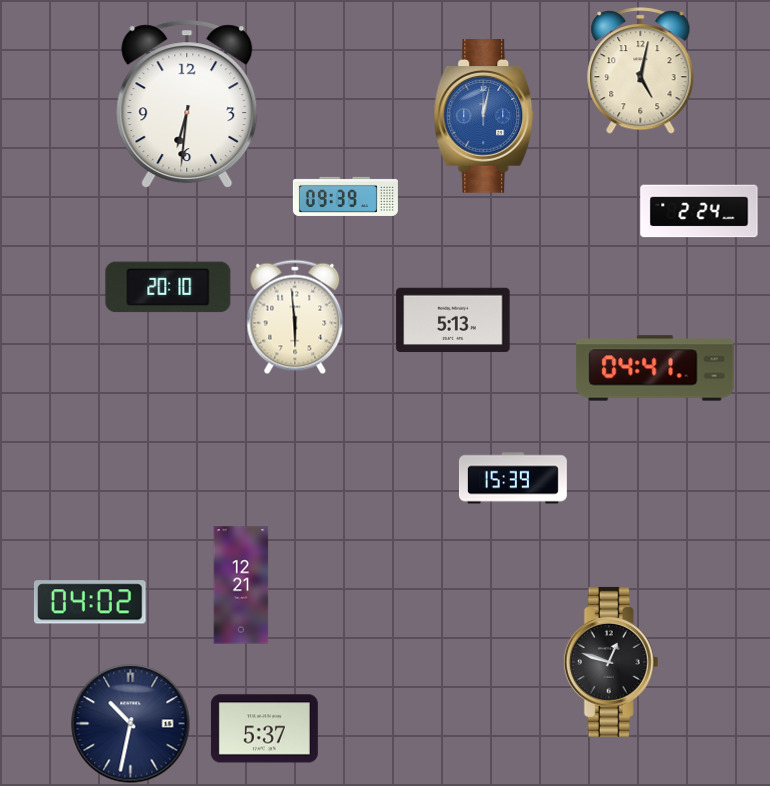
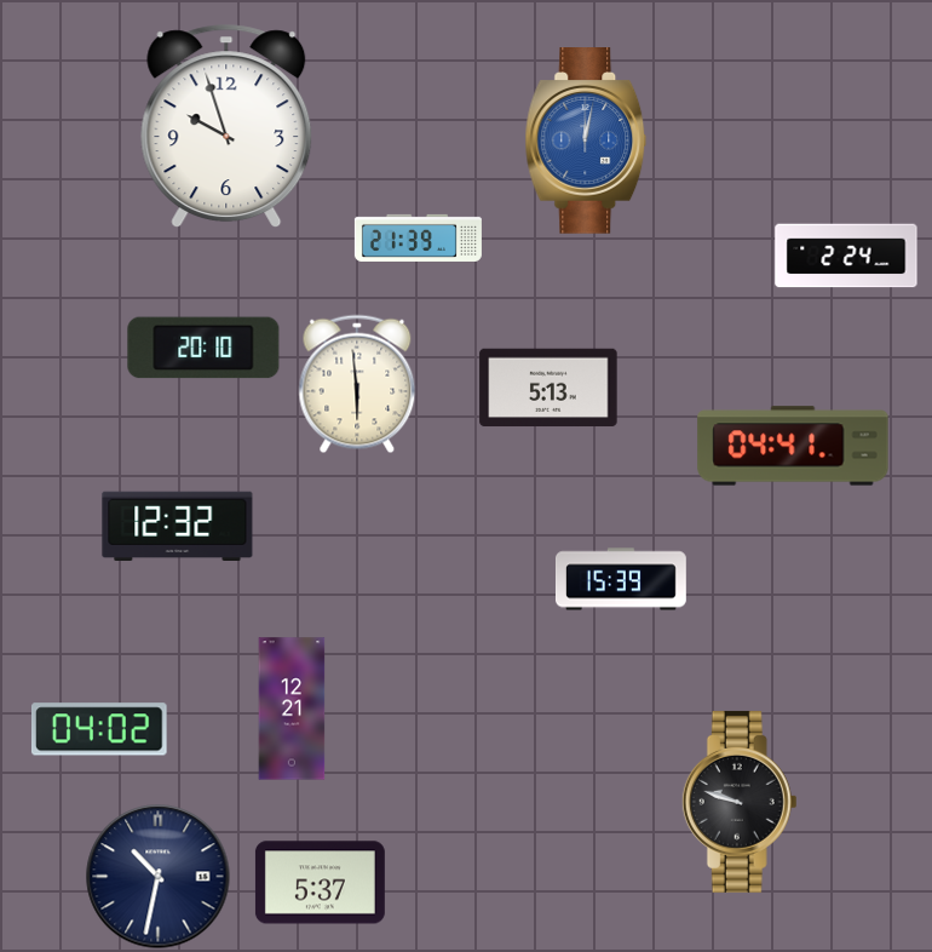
clock at (641, 71): 5:02 -> none
clock at (187, 105): 6:31 -> 9:57
clock at (345, 196): 09:39 -> 21:39
clock at (178, 526): none -> 12:32
clock at (90, 602) position: (90, 602) -> (99, 729)
clock at (611, 662): 12:48 -> 9:48
